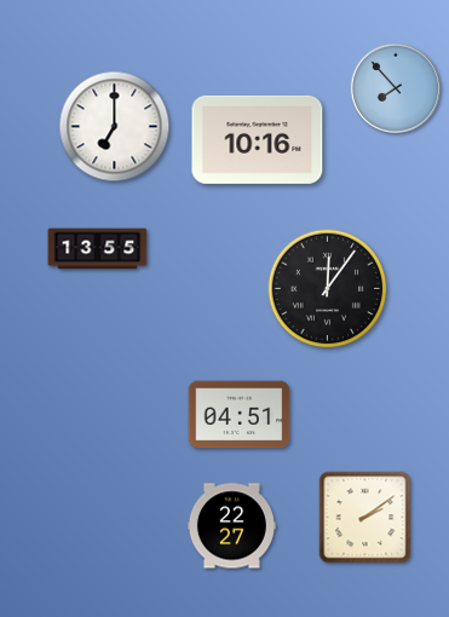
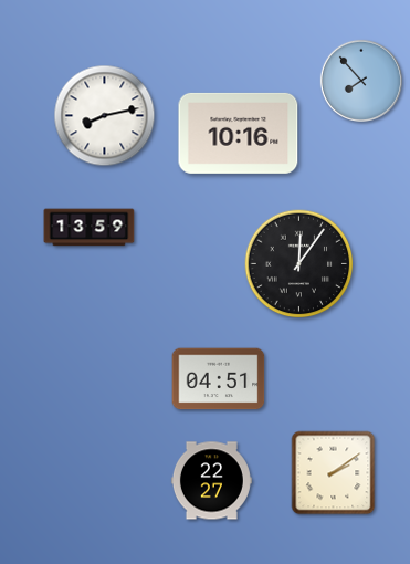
clock at (115, 127): 7:00 -> 8:13
clock at (258, 139) position: (258, 139) -> (239, 133)
clock at (98, 249): 13:55 -> 13:59
